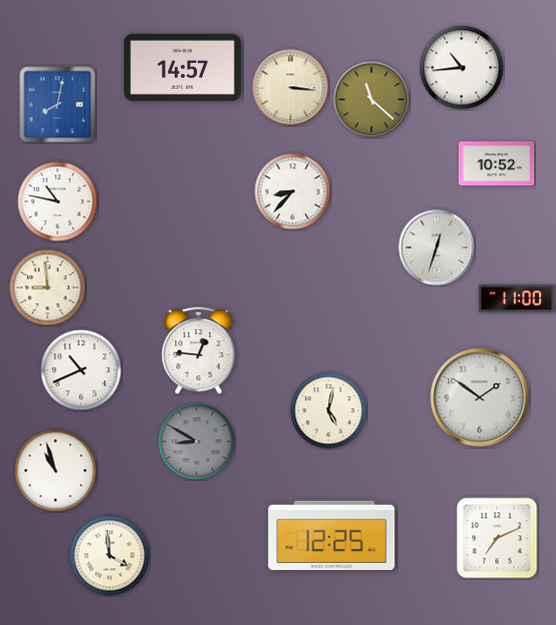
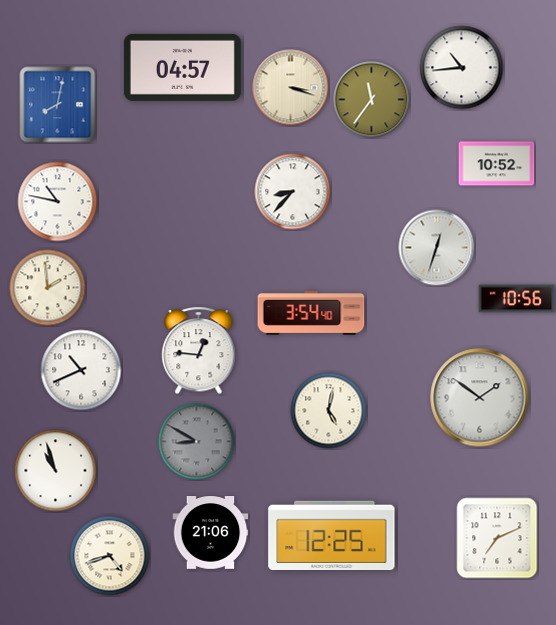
clock at (182, 67): 14:57 -> 04:57
clock at (291, 88): 3:16 -> 3:18
clock at (372, 100): 11:22 -> 11:36
clock at (48, 288): 8:59 -> 1:59
clock at (517, 299): 11:00 -> 10:56
clock at (311, 313): none -> 3:54
clock at (211, 533): none -> 21:06
clock at (110, 556): 3:59 -> 4:42
